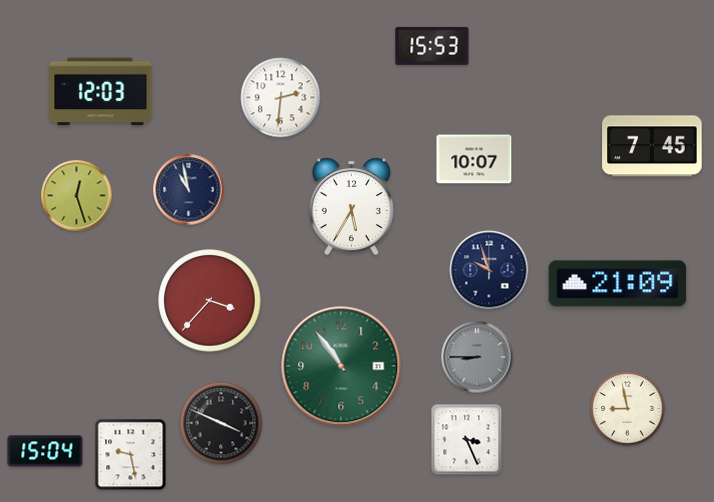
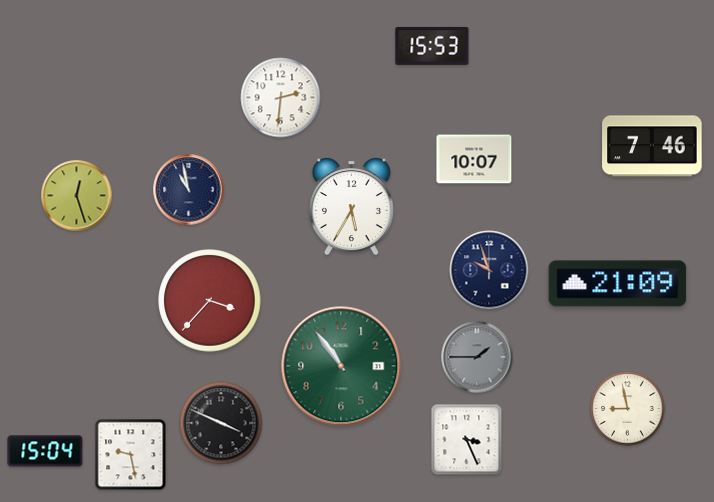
clock at (101, 92): 12:03 -> none
clock at (652, 146): 7:45 -> 7:46
clock at (477, 357): 8:45 -> 1:45
